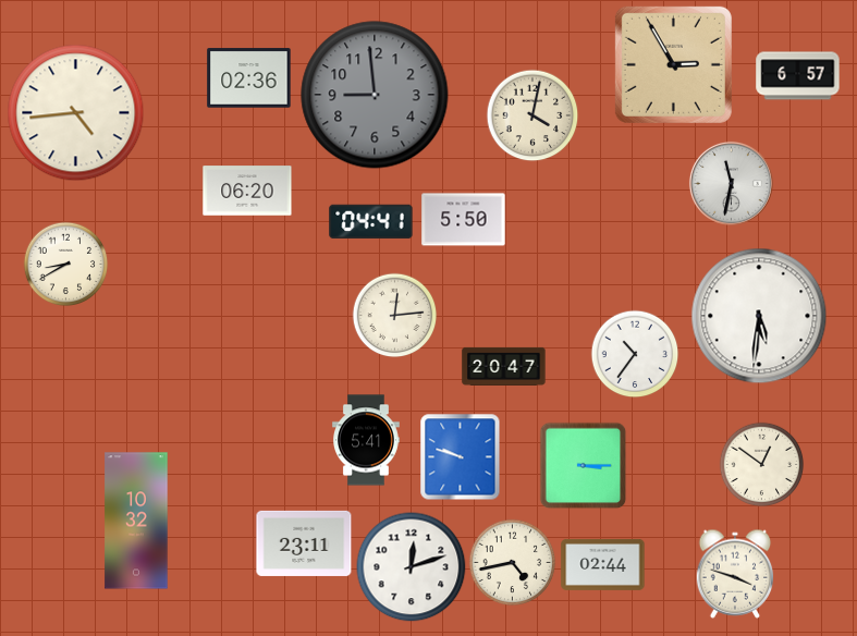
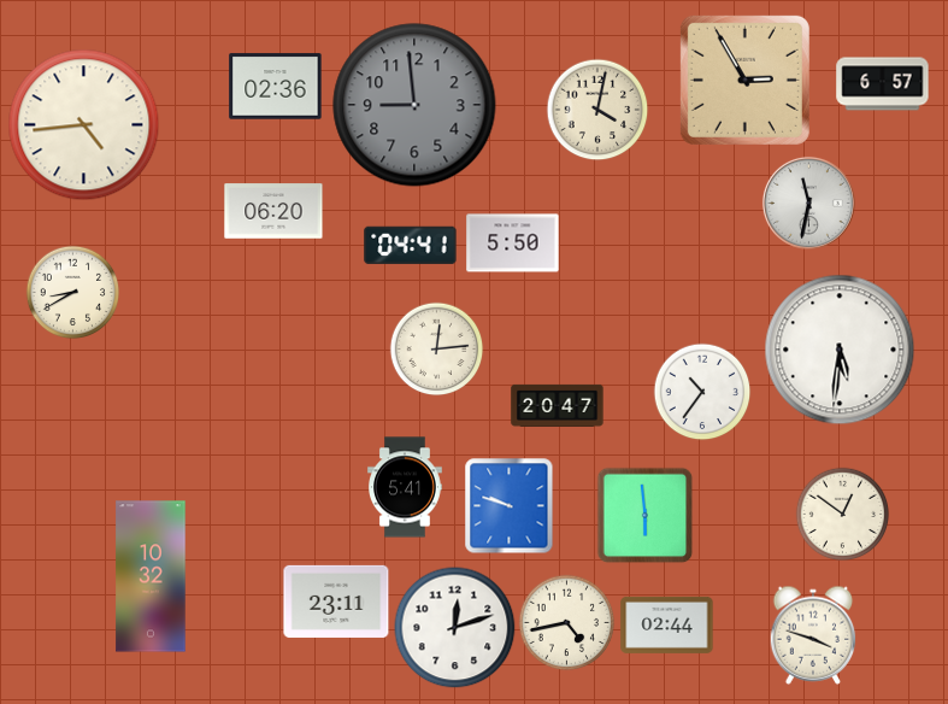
clock at (673, 64) position: (673, 64) -> (744, 80)
clock at (532, 115) position: (532, 115) -> (597, 110)
clock at (583, 465): 3:15 -> 5:59
